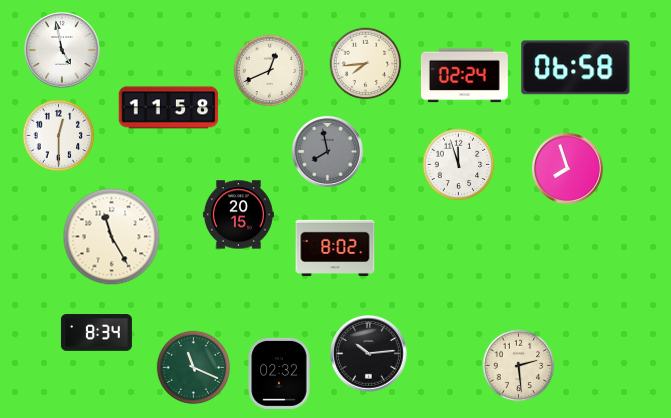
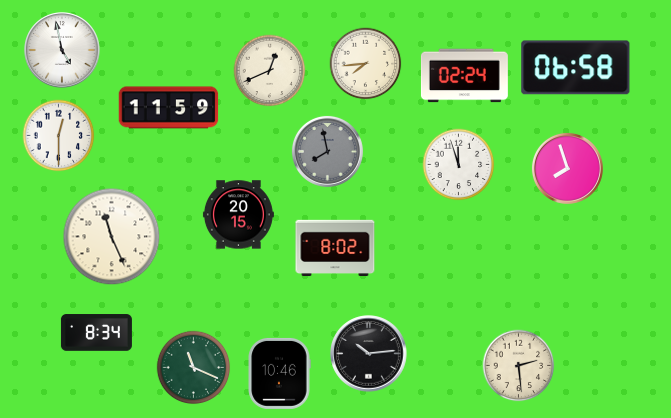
clock at (169, 108): 11:58 -> 11:59
clock at (112, 237): 11:25 -> 11:26
clock at (279, 373): 02:32 -> 10:46
